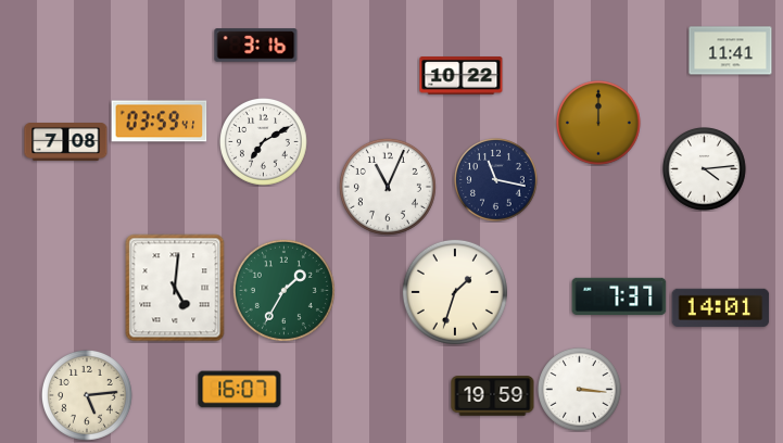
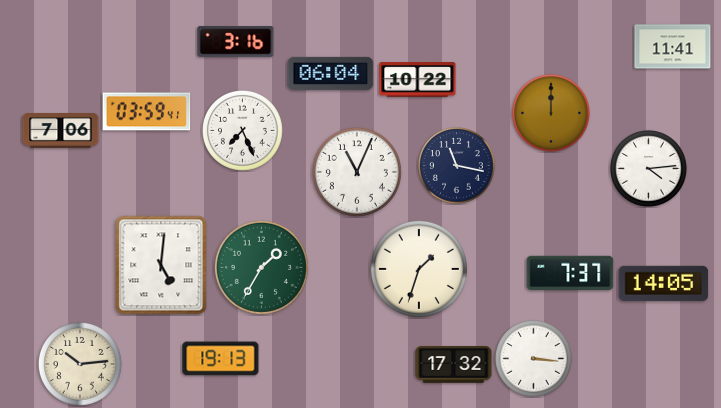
clock at (462, 76) position: (462, 76) -> (418, 80)
clock at (331, 73): none -> 06:04
clock at (66, 142): 7:08 -> 7:06
clock at (264, 142): 7:10 -> 7:26
clock at (705, 169) position: (705, 169) -> (649, 169)
clock at (721, 307): 14:01 -> 14:05
clock at (240, 390): 16:07 -> 19:13
clock at (87, 395): 5:14 -> 10:14
clock at (493, 396): 19:59 -> 17:32
